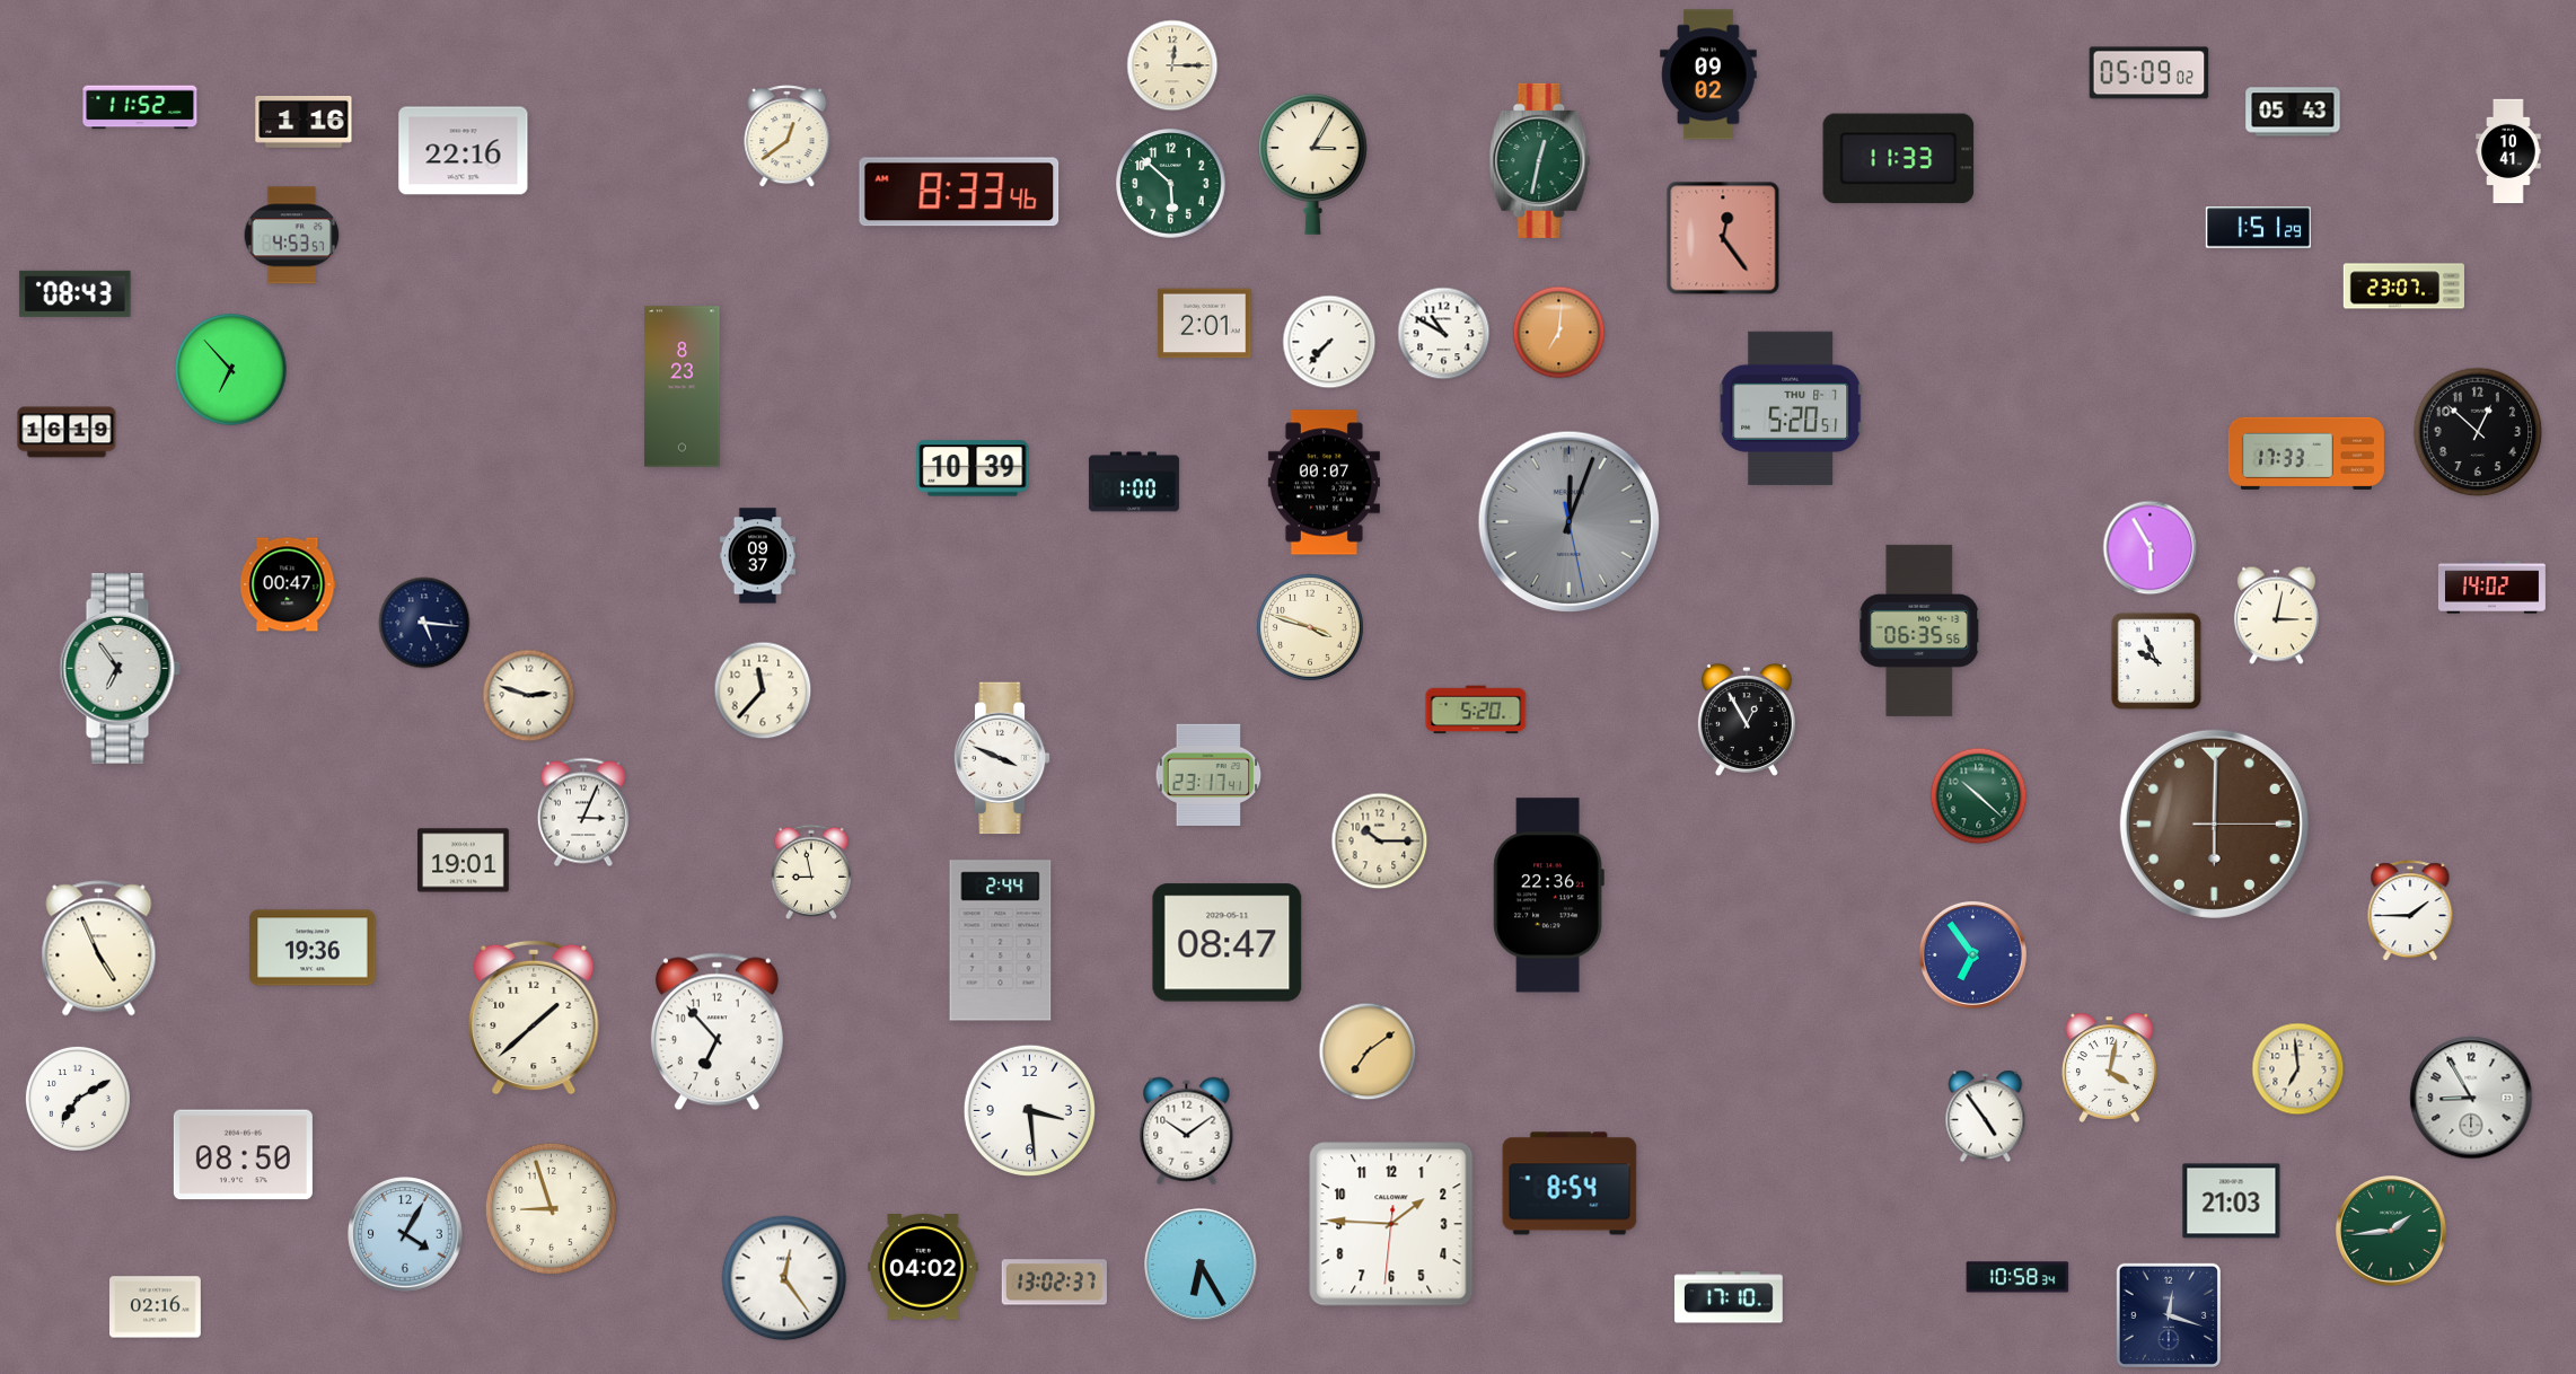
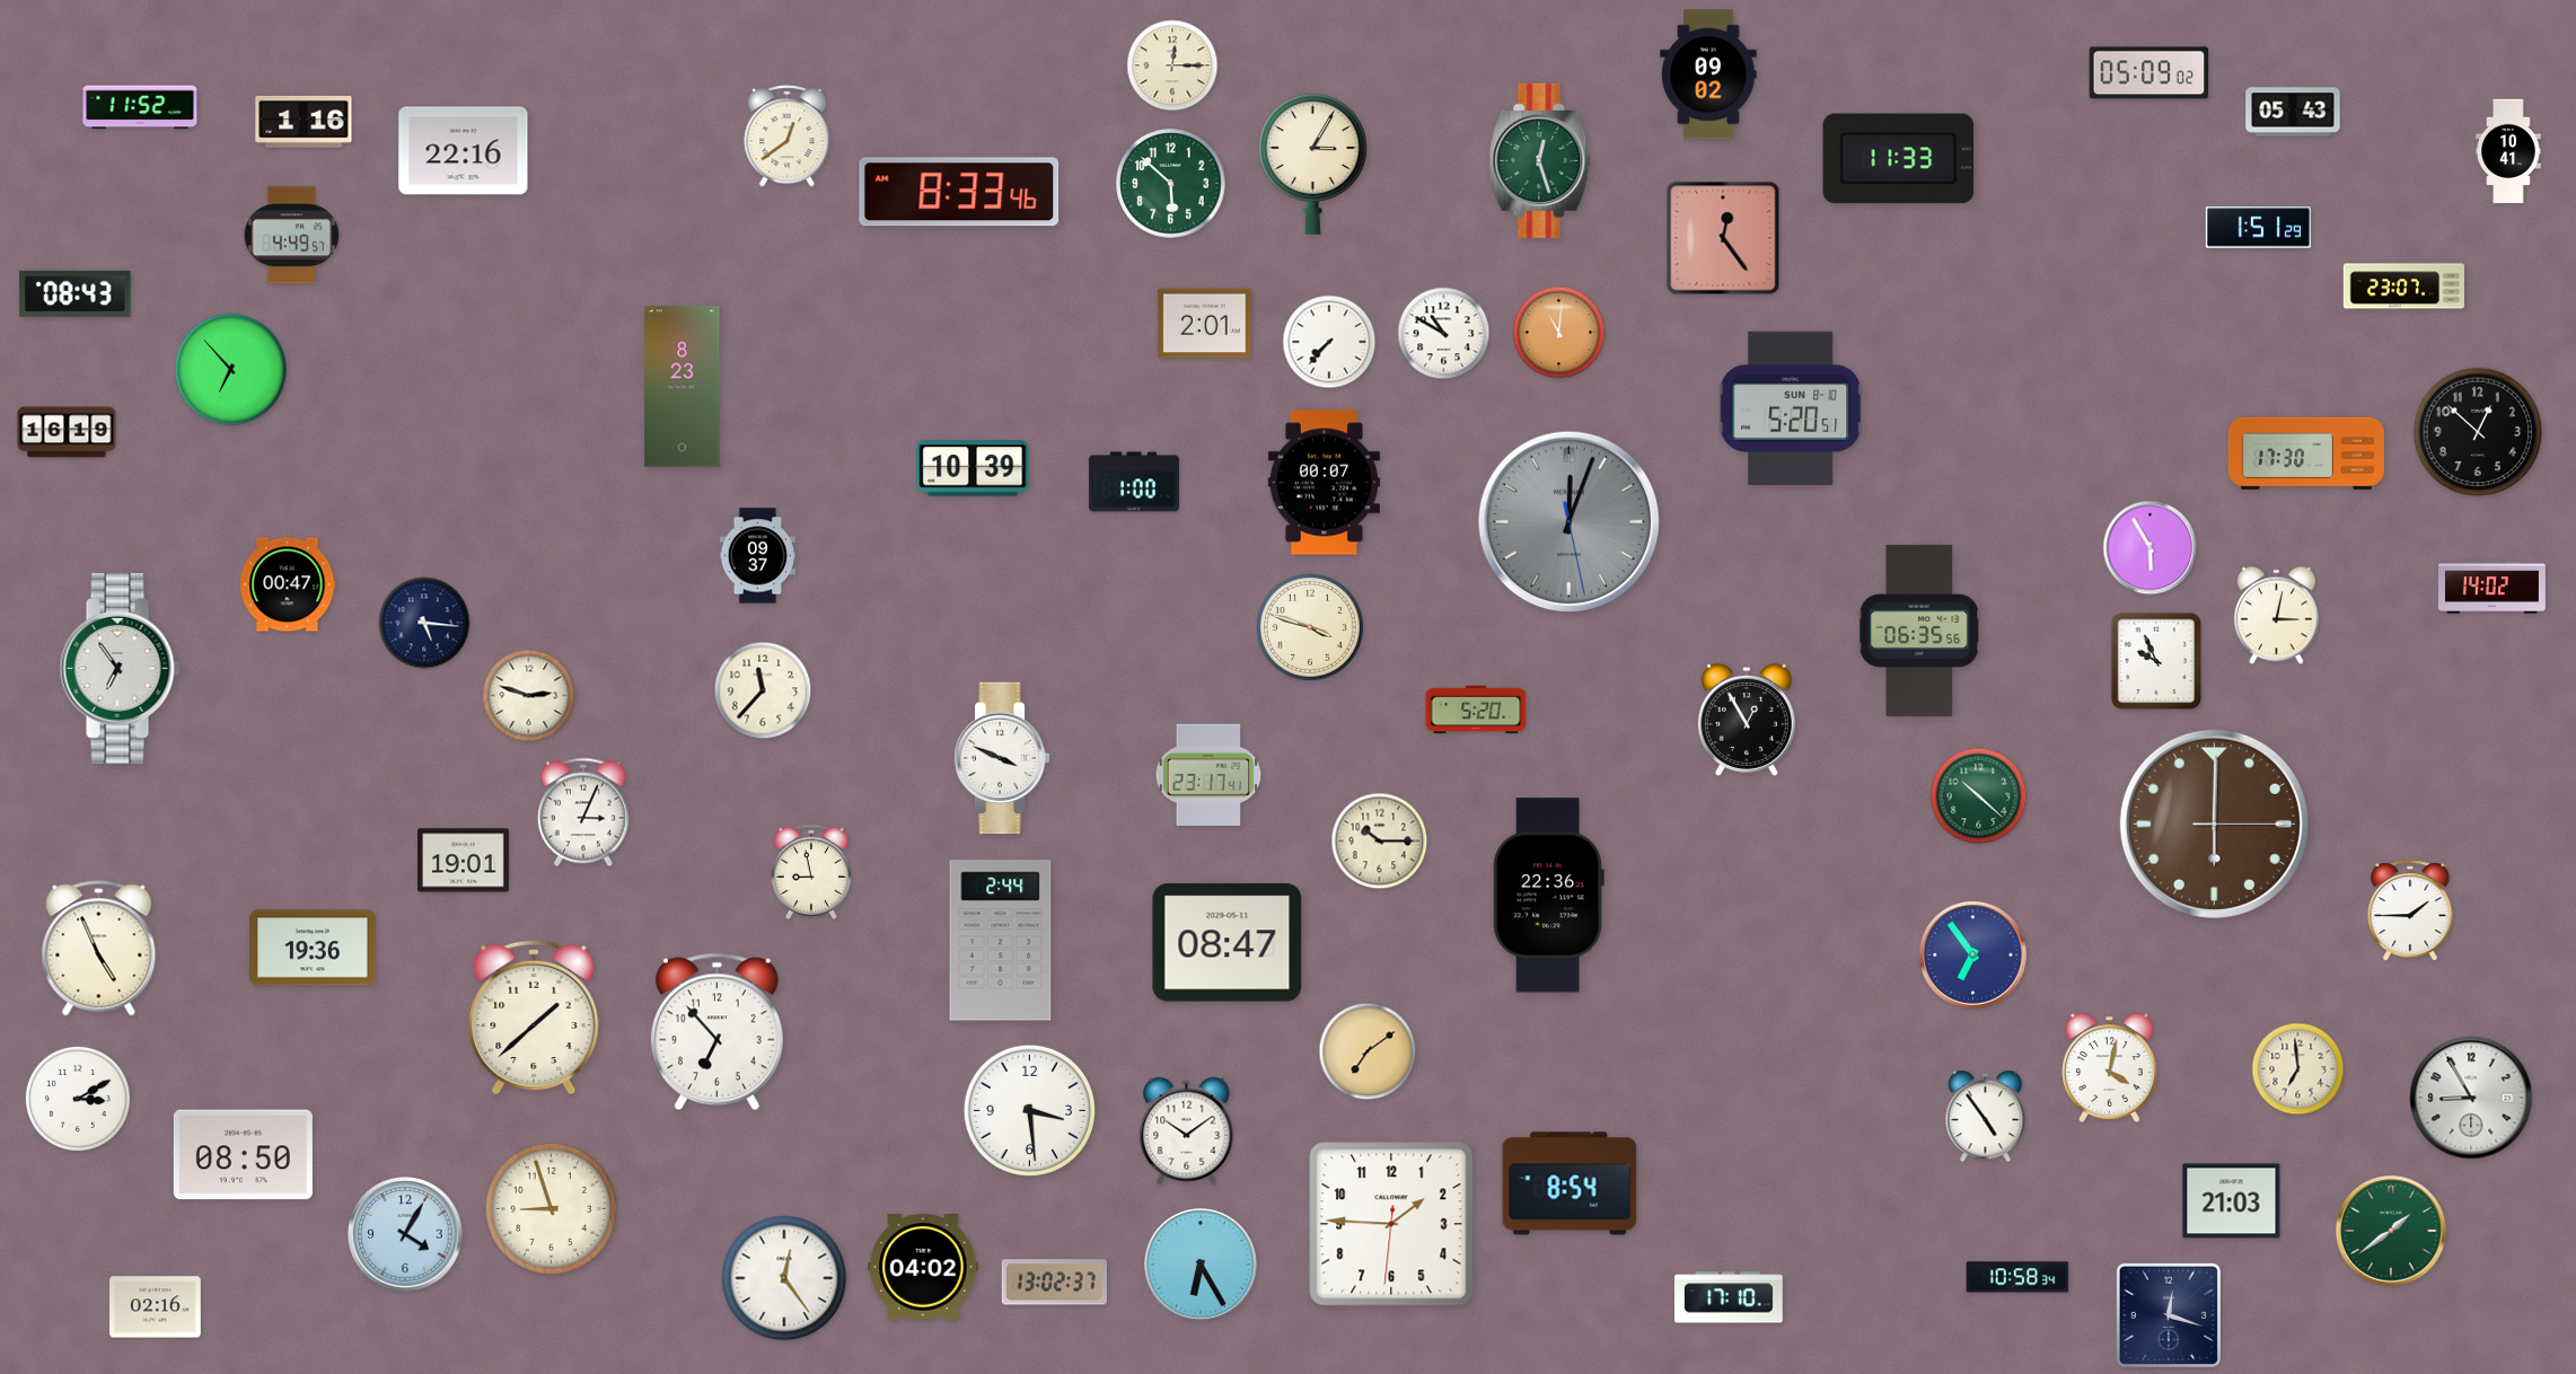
clock at (1540, 160): 12:32 -> 12:27
clock at (292, 236): 4:53 -> 4:49
clock at (1559, 333): 7:01 -> 11:01
clock at (1791, 408) date: THU 8-7 -> SUN 8-10
clock at (2306, 453): 17:33 -> 17:30
clock at (78, 1099): 7:10 -> 3:10
clock at (2392, 1232): 1:44 -> 1:39
